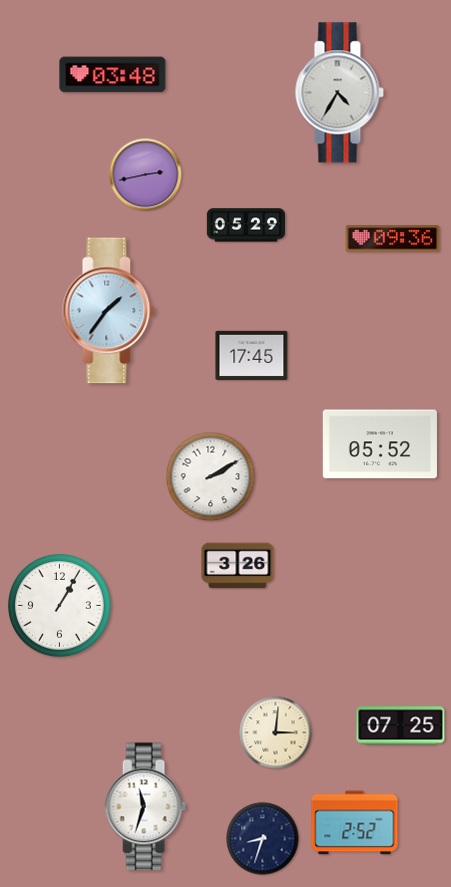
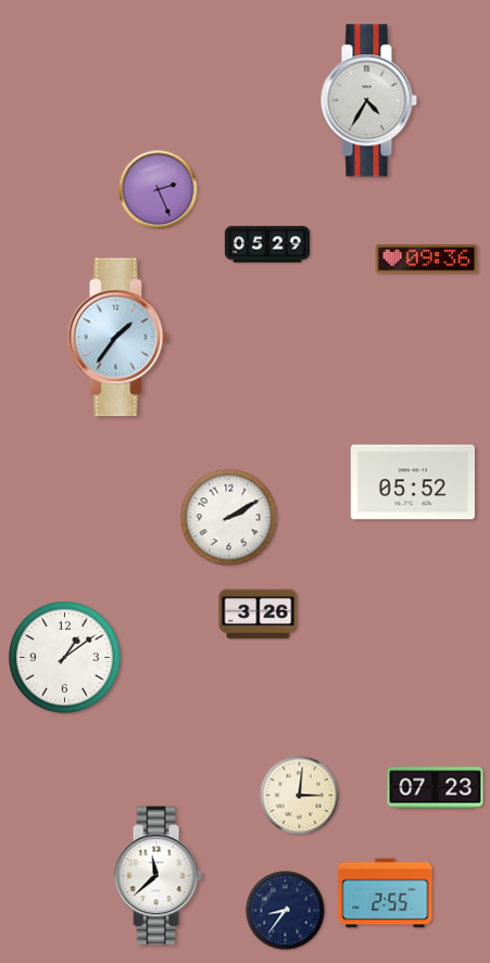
clock at (113, 75): 03:48 -> none
clock at (146, 175): 2:43 -> 2:26
clock at (252, 355): 17:45 -> none
clock at (59, 605): 1:05 -> 1:09
clock at (401, 726): 07:25 -> 07:23
clock at (145, 807): 11:33 -> 11:38
clock at (355, 823): 2:52 -> 2:55
clock at (263, 839): 8:33 -> 8:36
